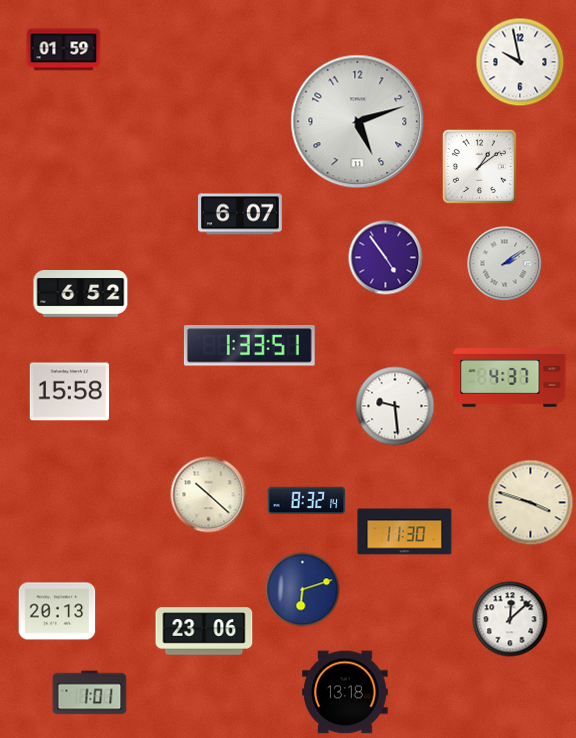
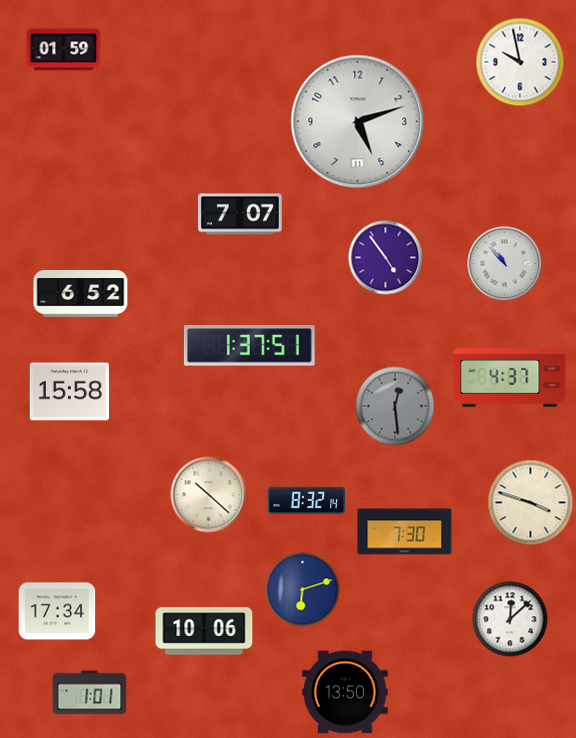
clock at (479, 166): 1:09 -> none
clock at (241, 214): 6:07 -> 7:07
clock at (505, 264): 2:09 -> 10:53
clock at (249, 346): 1:33 -> 1:37
clock at (395, 406): 9:29 -> 12:29
clock at (395, 406) dial: white -> grey
clock at (405, 532): 11:30 -> 7:30
clock at (57, 611): 20:13 -> 17:34
clock at (204, 631): 23:06 -> 10:06
clock at (345, 692): 13:18 -> 13:50
